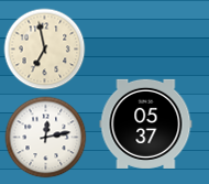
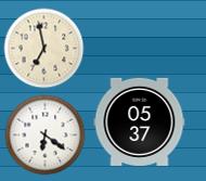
clock at (146, 123) position: (146, 123) -> (140, 121)
clock at (46, 138): 12:13 -> 6:21
